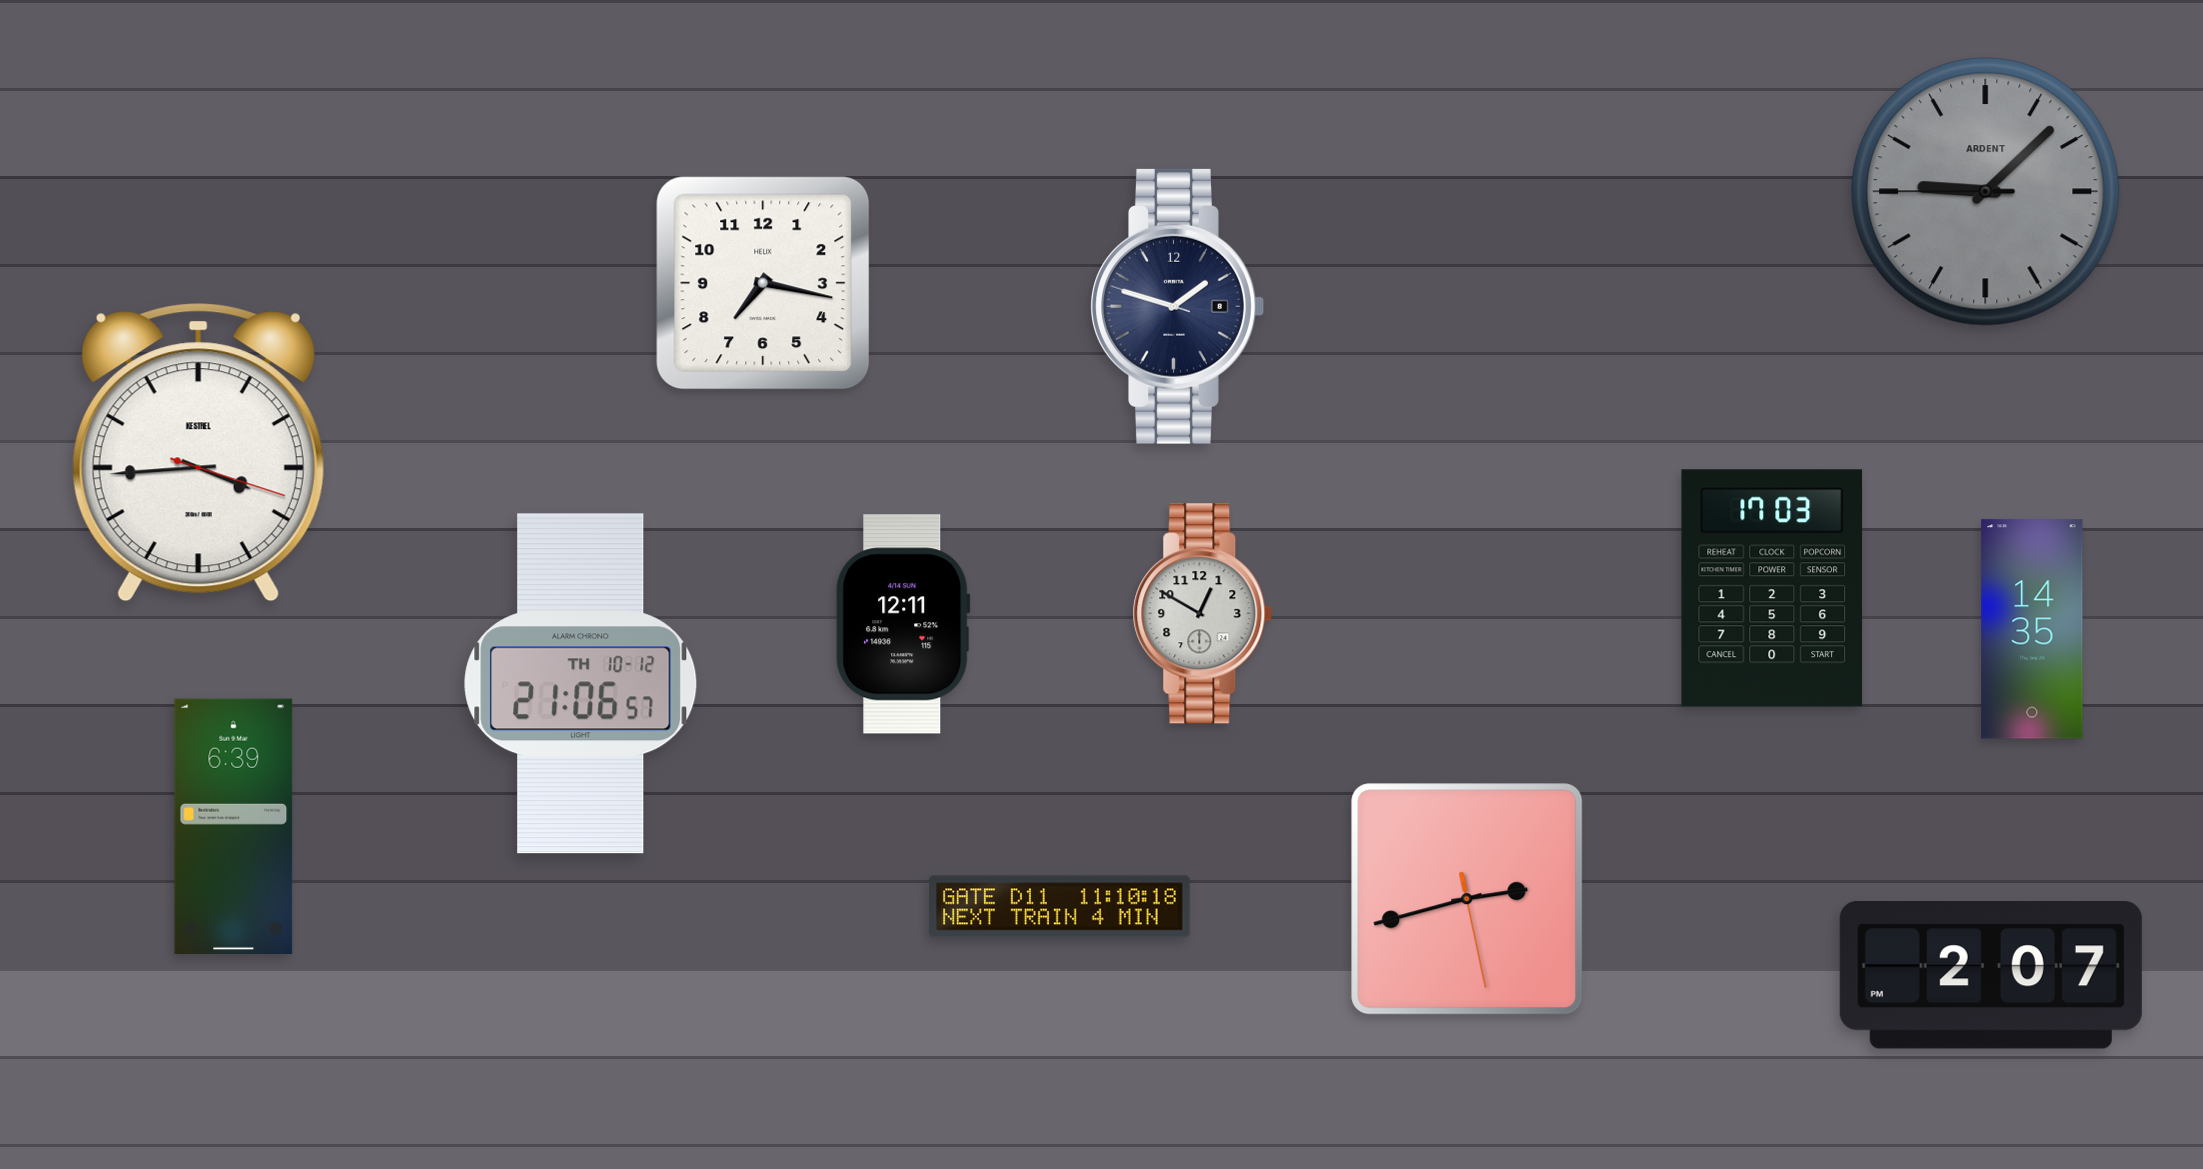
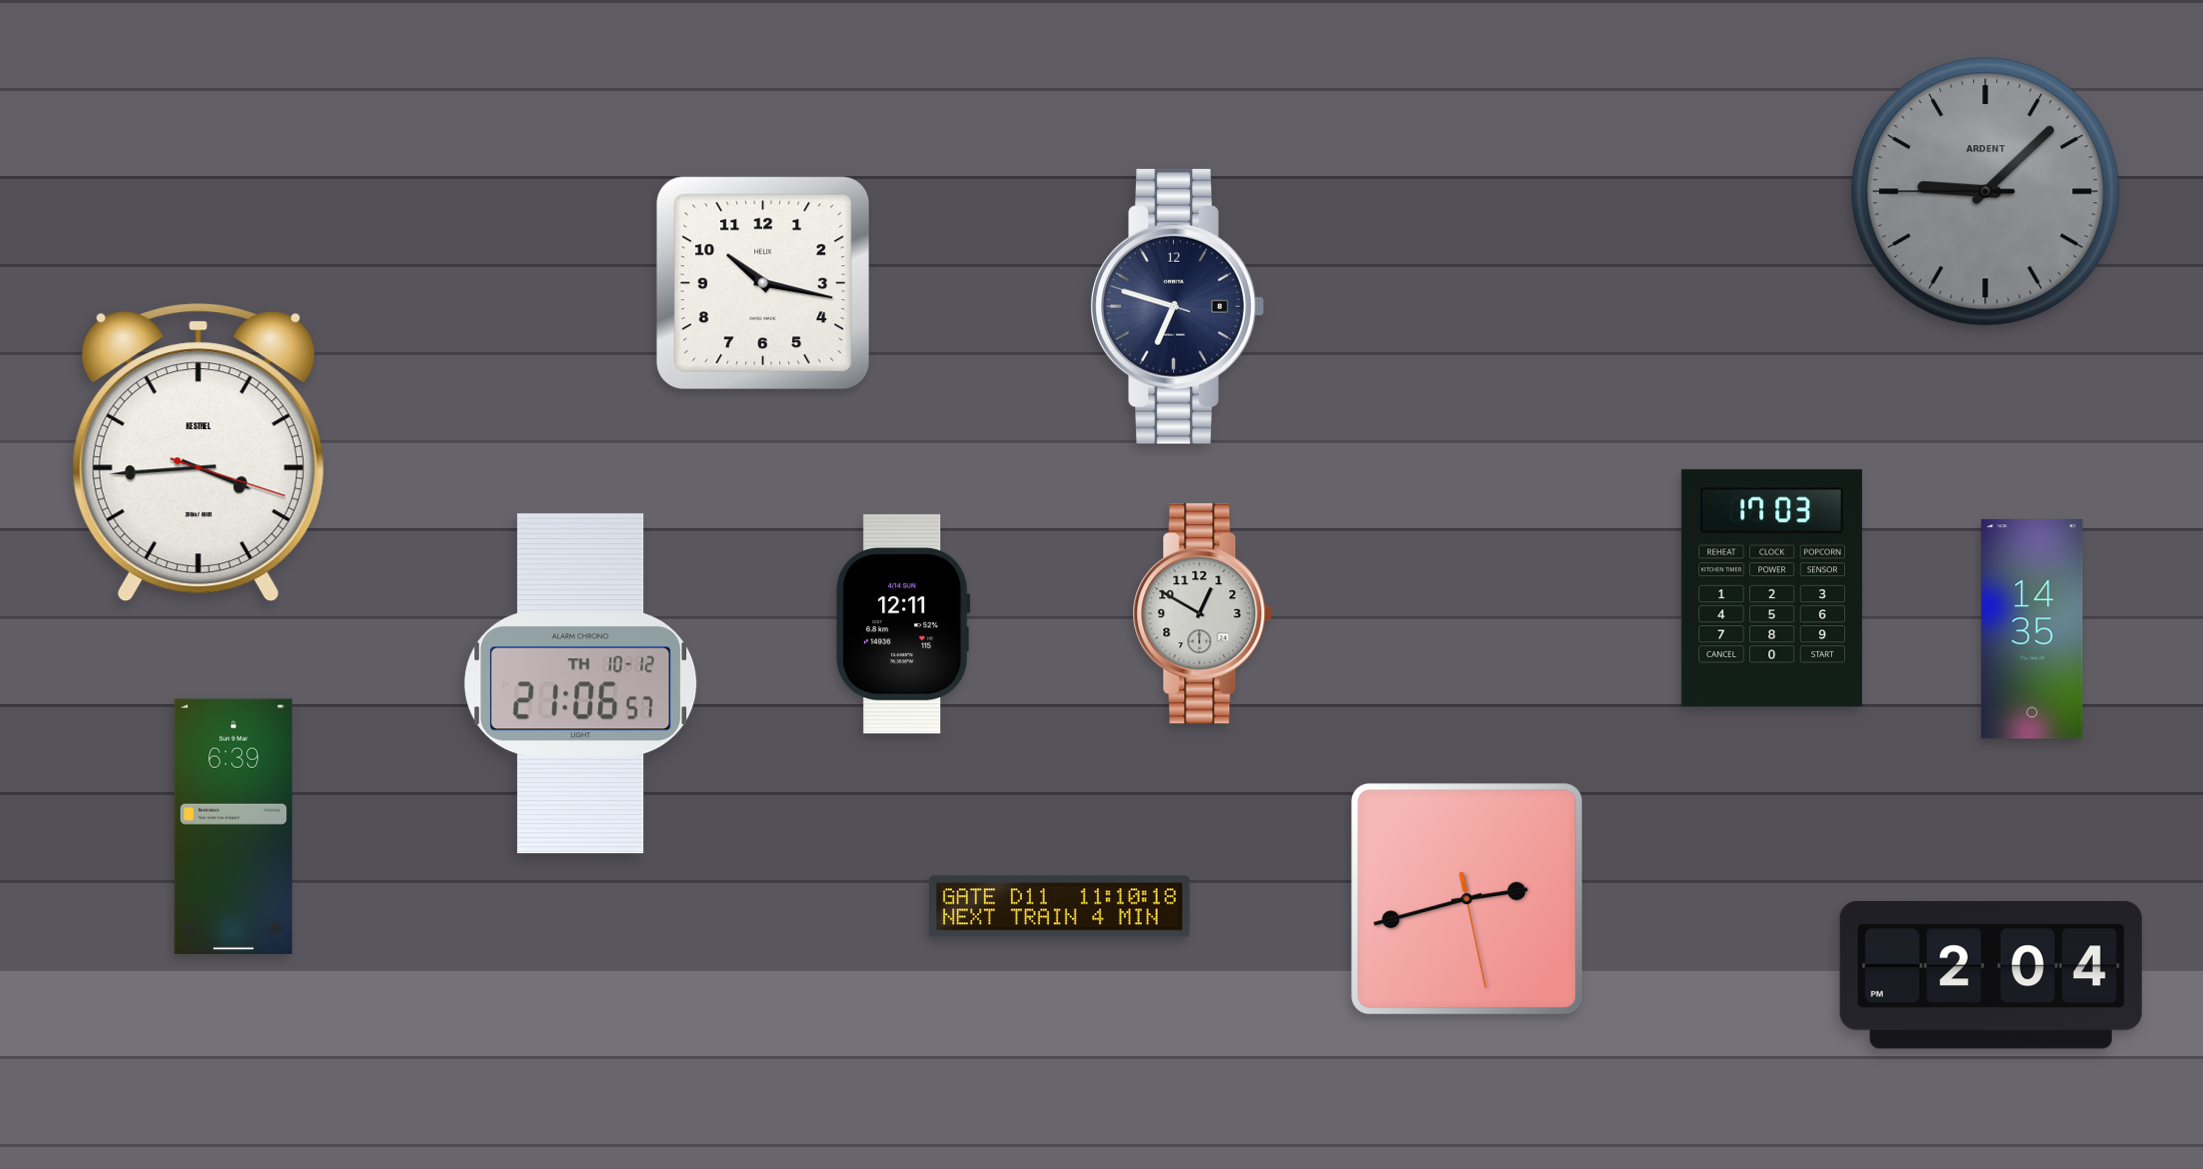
clock at (763, 283): 7:17 -> 10:17
clock at (1177, 306): 1:47 -> 6:47
clock at (1991, 975): 2:07 -> 2:04
